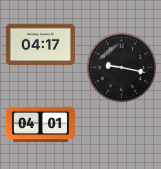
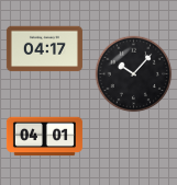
clock at (122, 68): 9:17 -> 10:07
